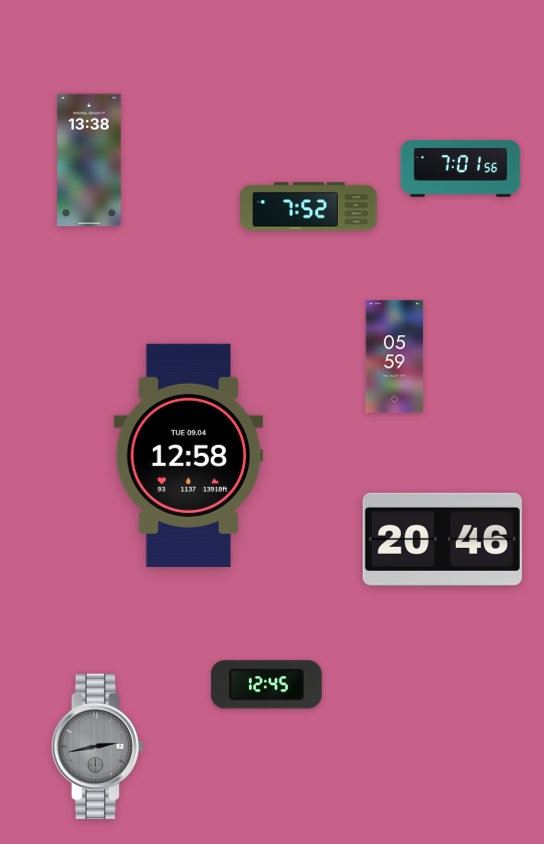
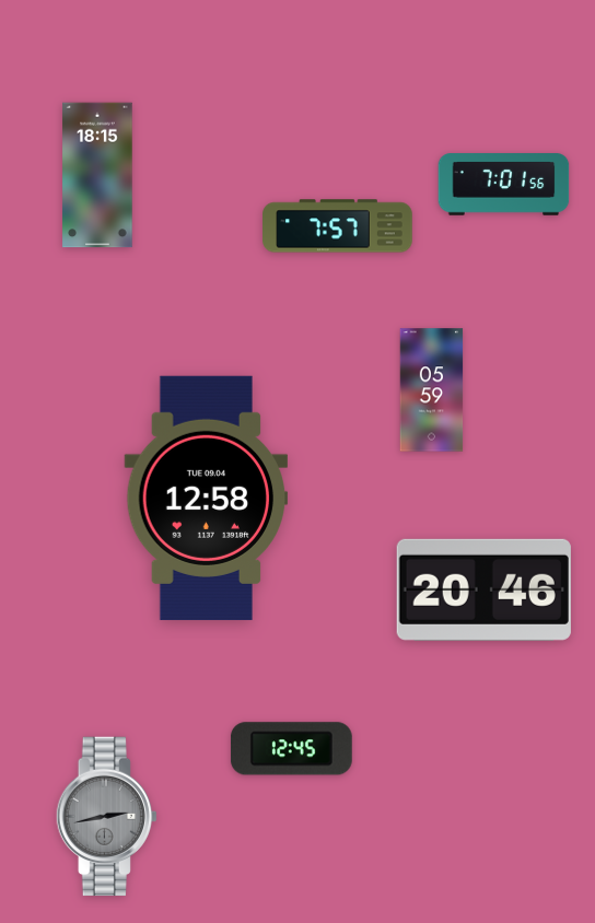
clock at (89, 160): 13:38 -> 18:15
clock at (309, 207): 7:52 -> 7:57
